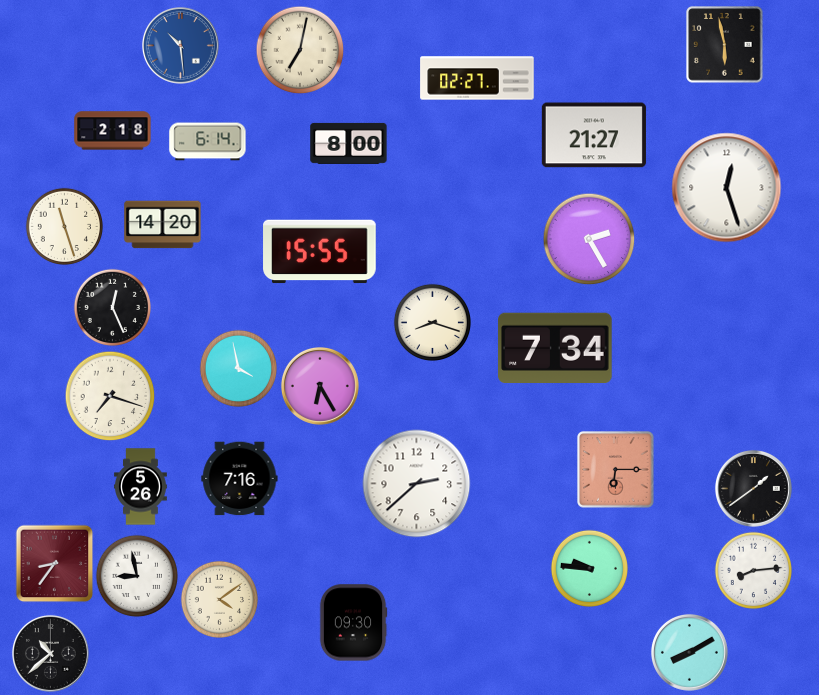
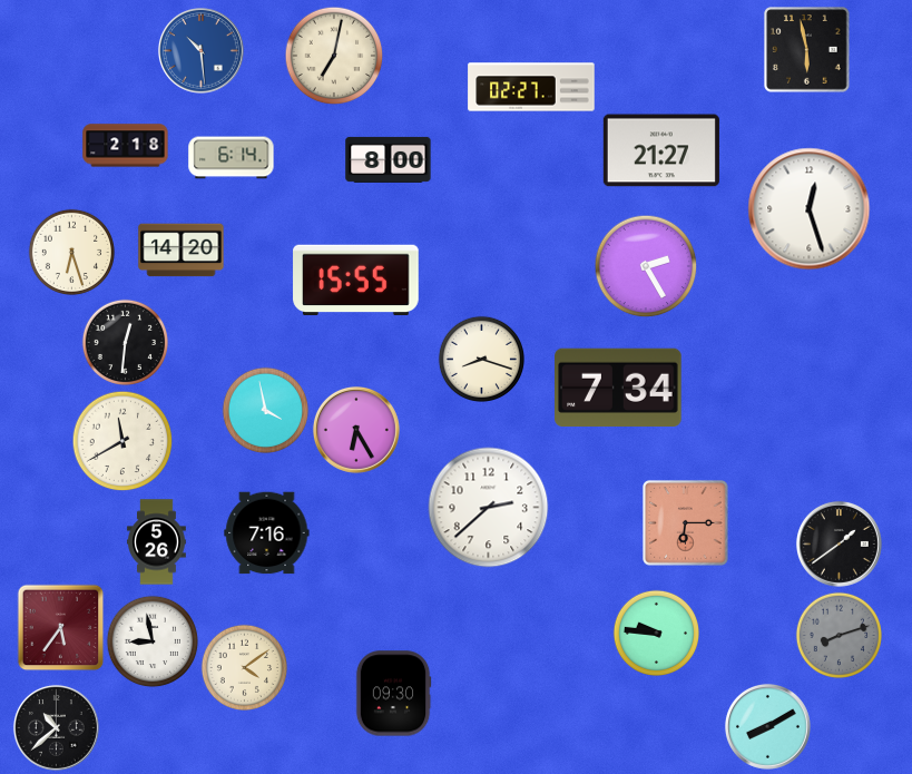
clock at (64, 226): 11:27 -> 6:27
clock at (589, 239) position: (589, 239) -> (646, 266)
clock at (112, 307): 12:26 -> 12:31
clock at (110, 396): 7:18 -> 11:40
clock at (417, 484) position: (417, 484) -> (489, 508)
clock at (54, 563): 8:36 -> 5:36
clock at (753, 570): 8:14 -> 8:12
clock at (753, 570) dial: white -> grey
